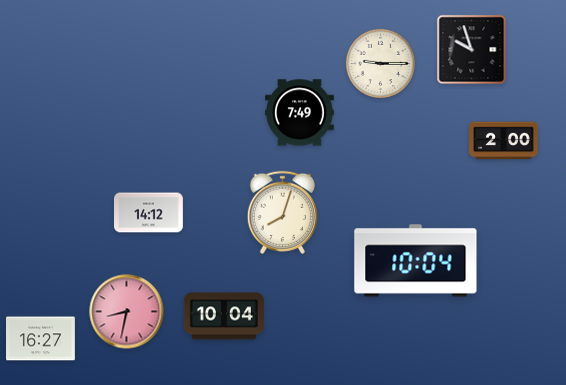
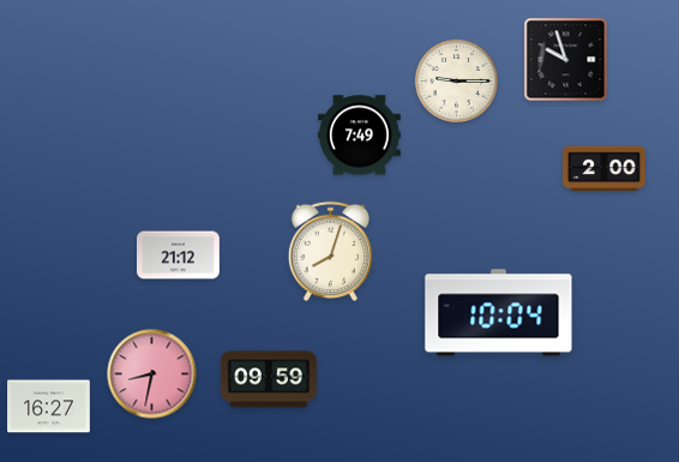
clock at (380, 63) position: (380, 63) -> (456, 80)
clock at (282, 212) position: (282, 212) -> (330, 251)
clock at (149, 213): 14:12 -> 21:12
clock at (224, 316): 10:04 -> 09:59
